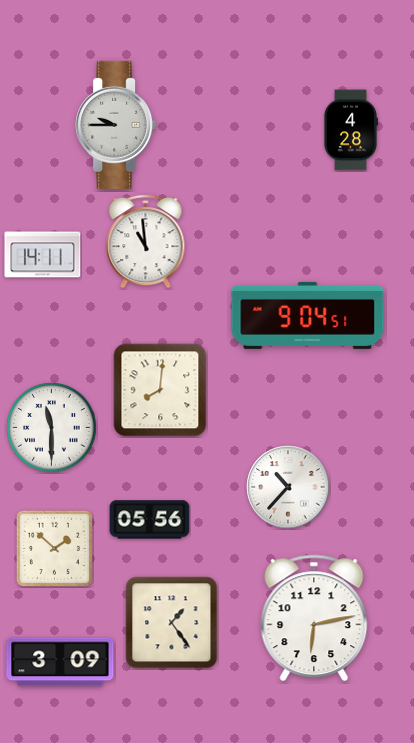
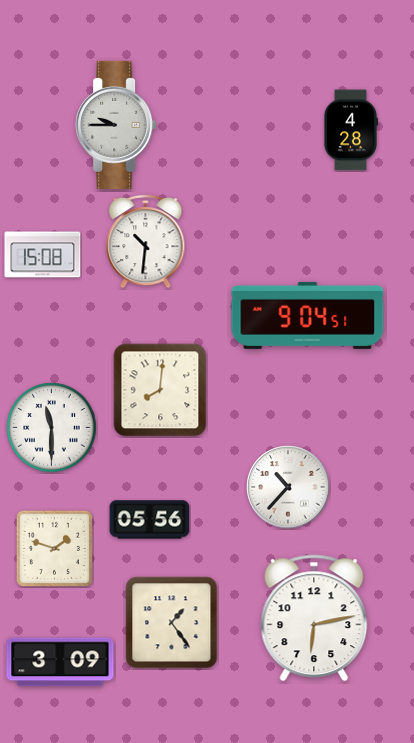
clock at (146, 241): 10:59 -> 10:31
clock at (43, 255): 14:11 -> 15:08
clock at (54, 548): 1:52 -> 1:48
